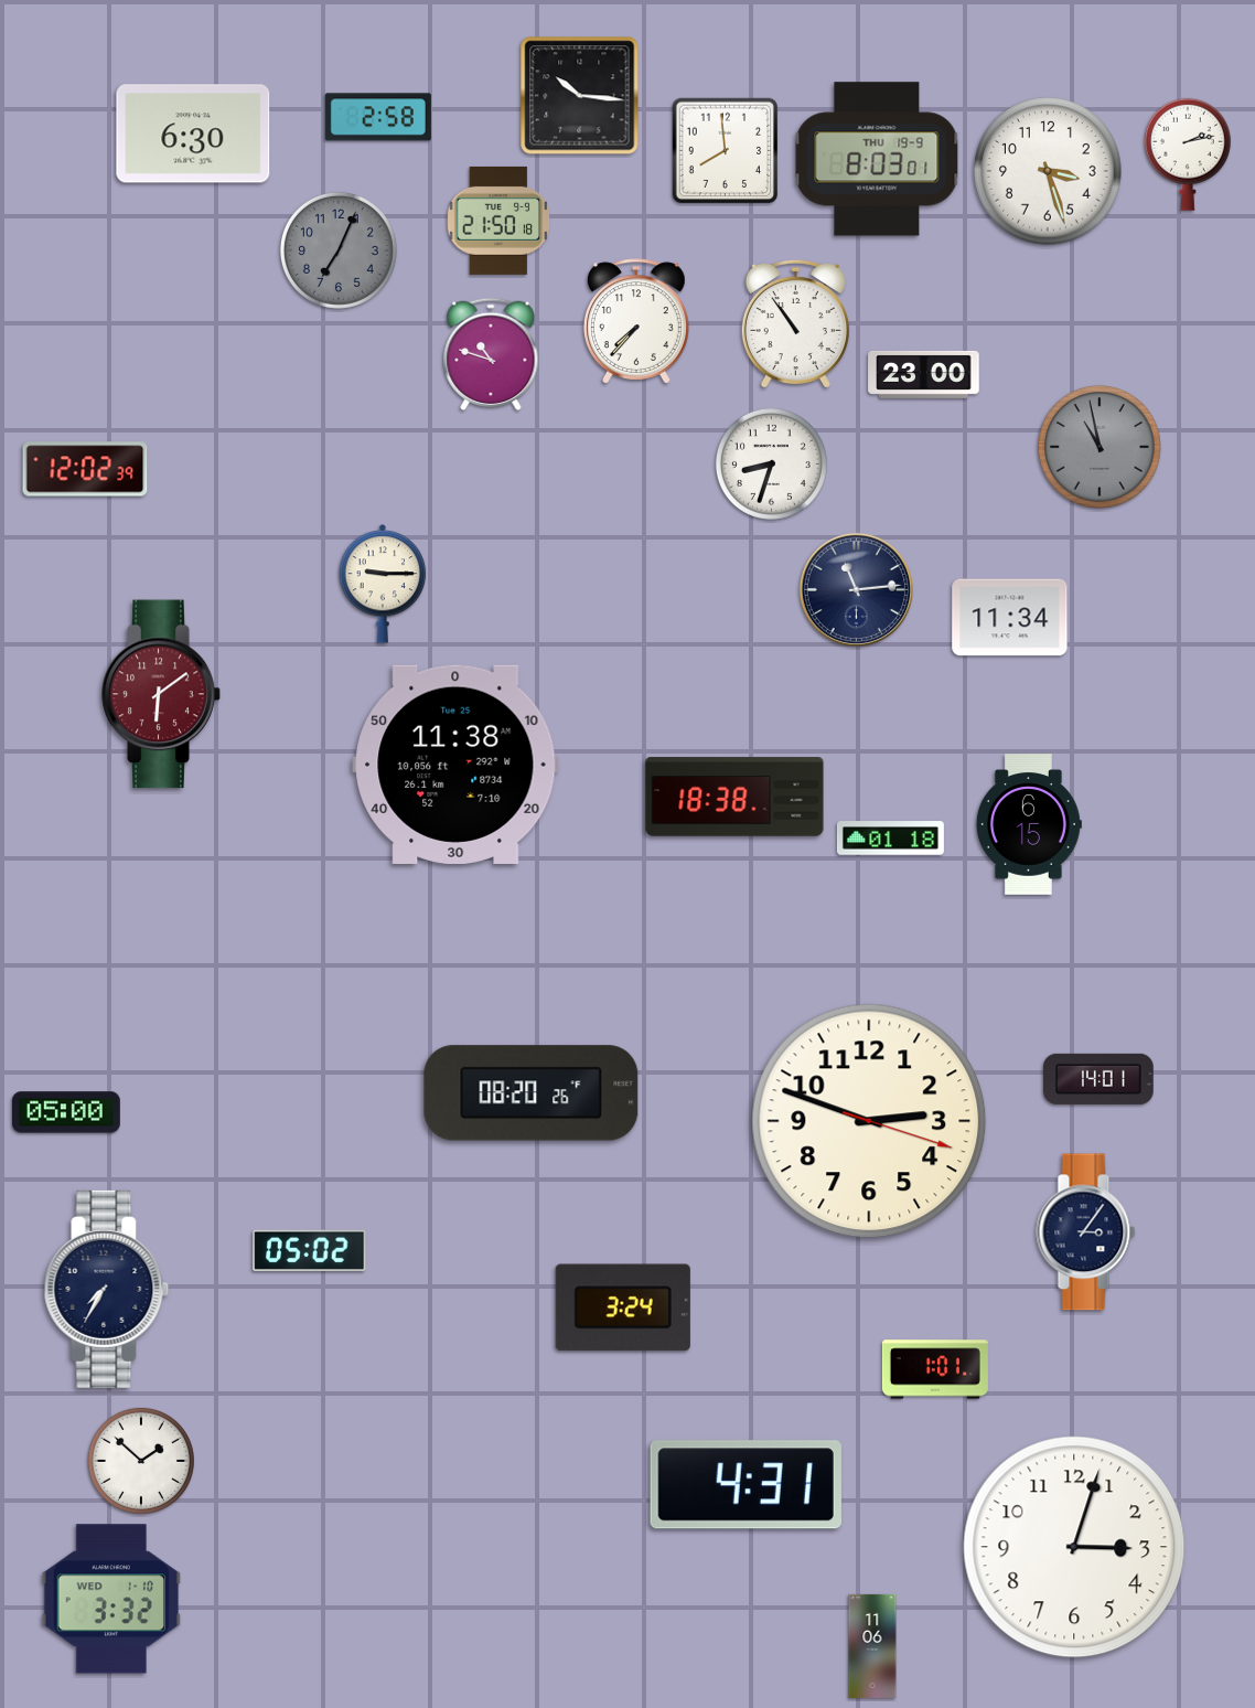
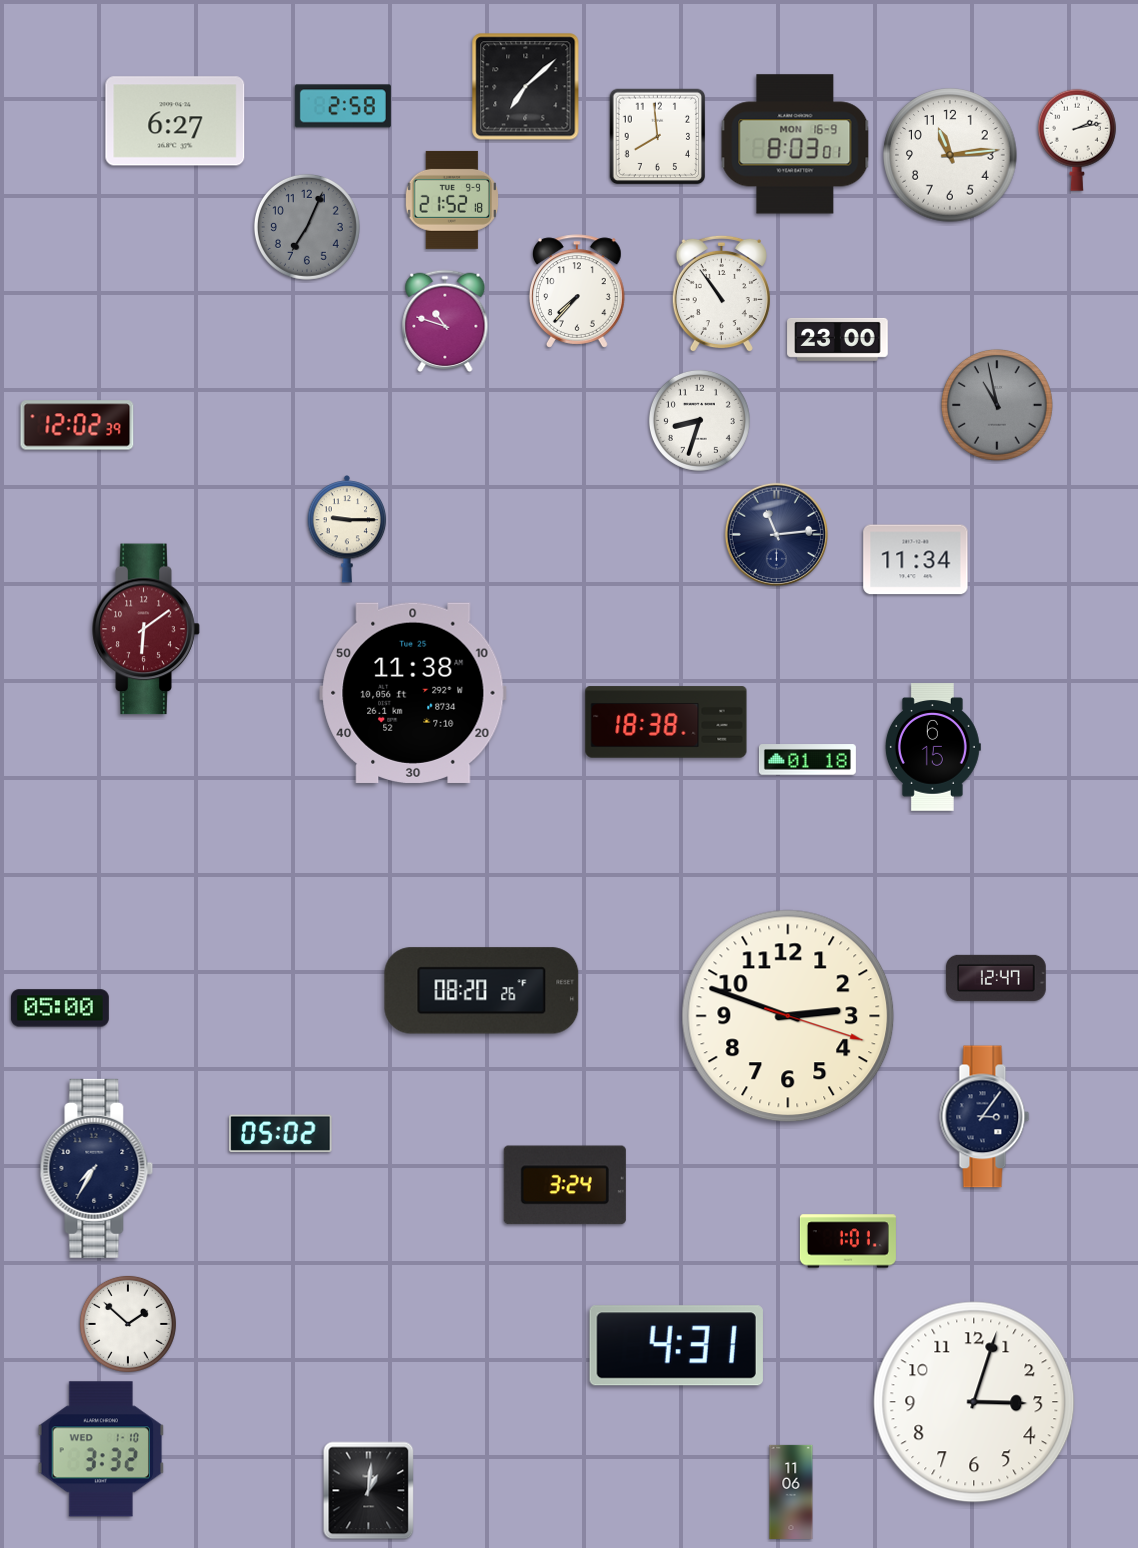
clock at (580, 96): 10:16 -> 7:08
clock at (193, 134): 6:30 -> 6:27
clock at (877, 159) date: THU 19-9 -> MON 16-9
clock at (1048, 171): 3:27 -> 11:14
clock at (497, 221): 21:50 -> 21:52
clock at (1098, 1079): 14:01 -> 12:47
clock at (369, 1491): none -> 1:01
